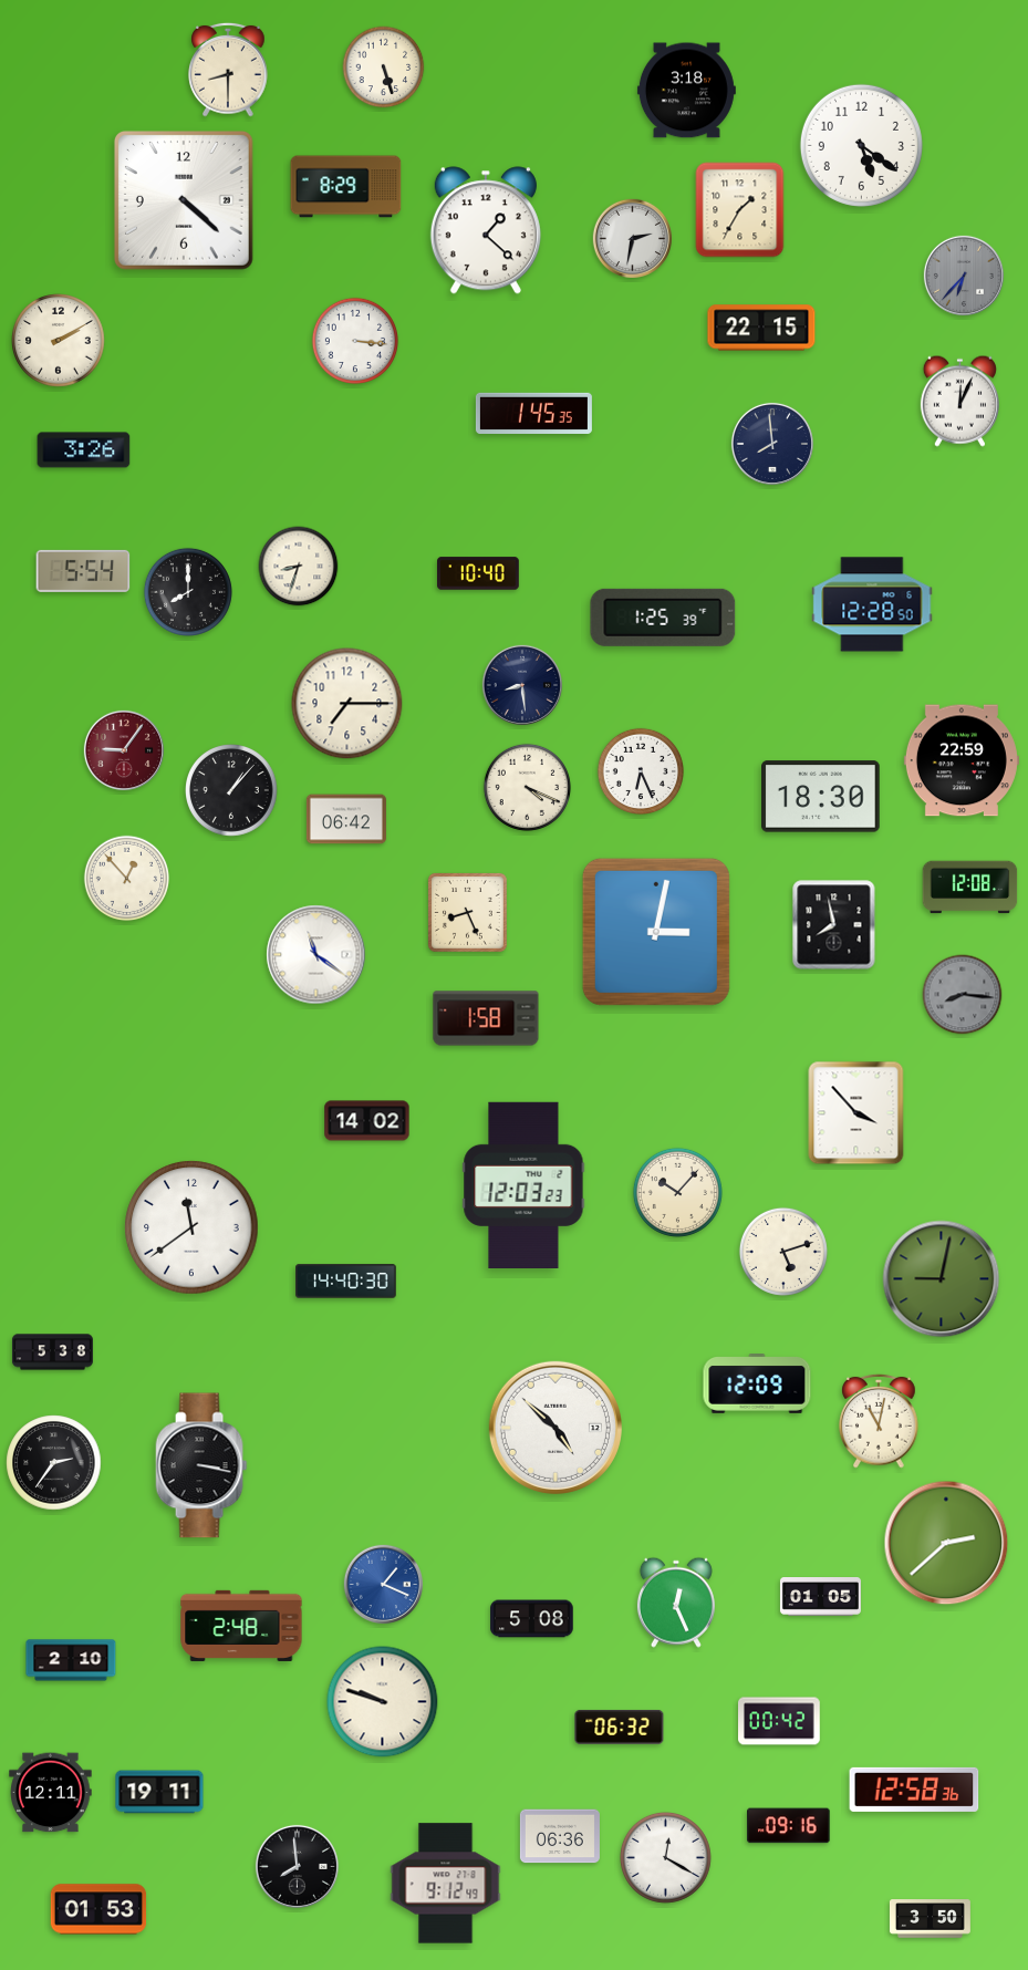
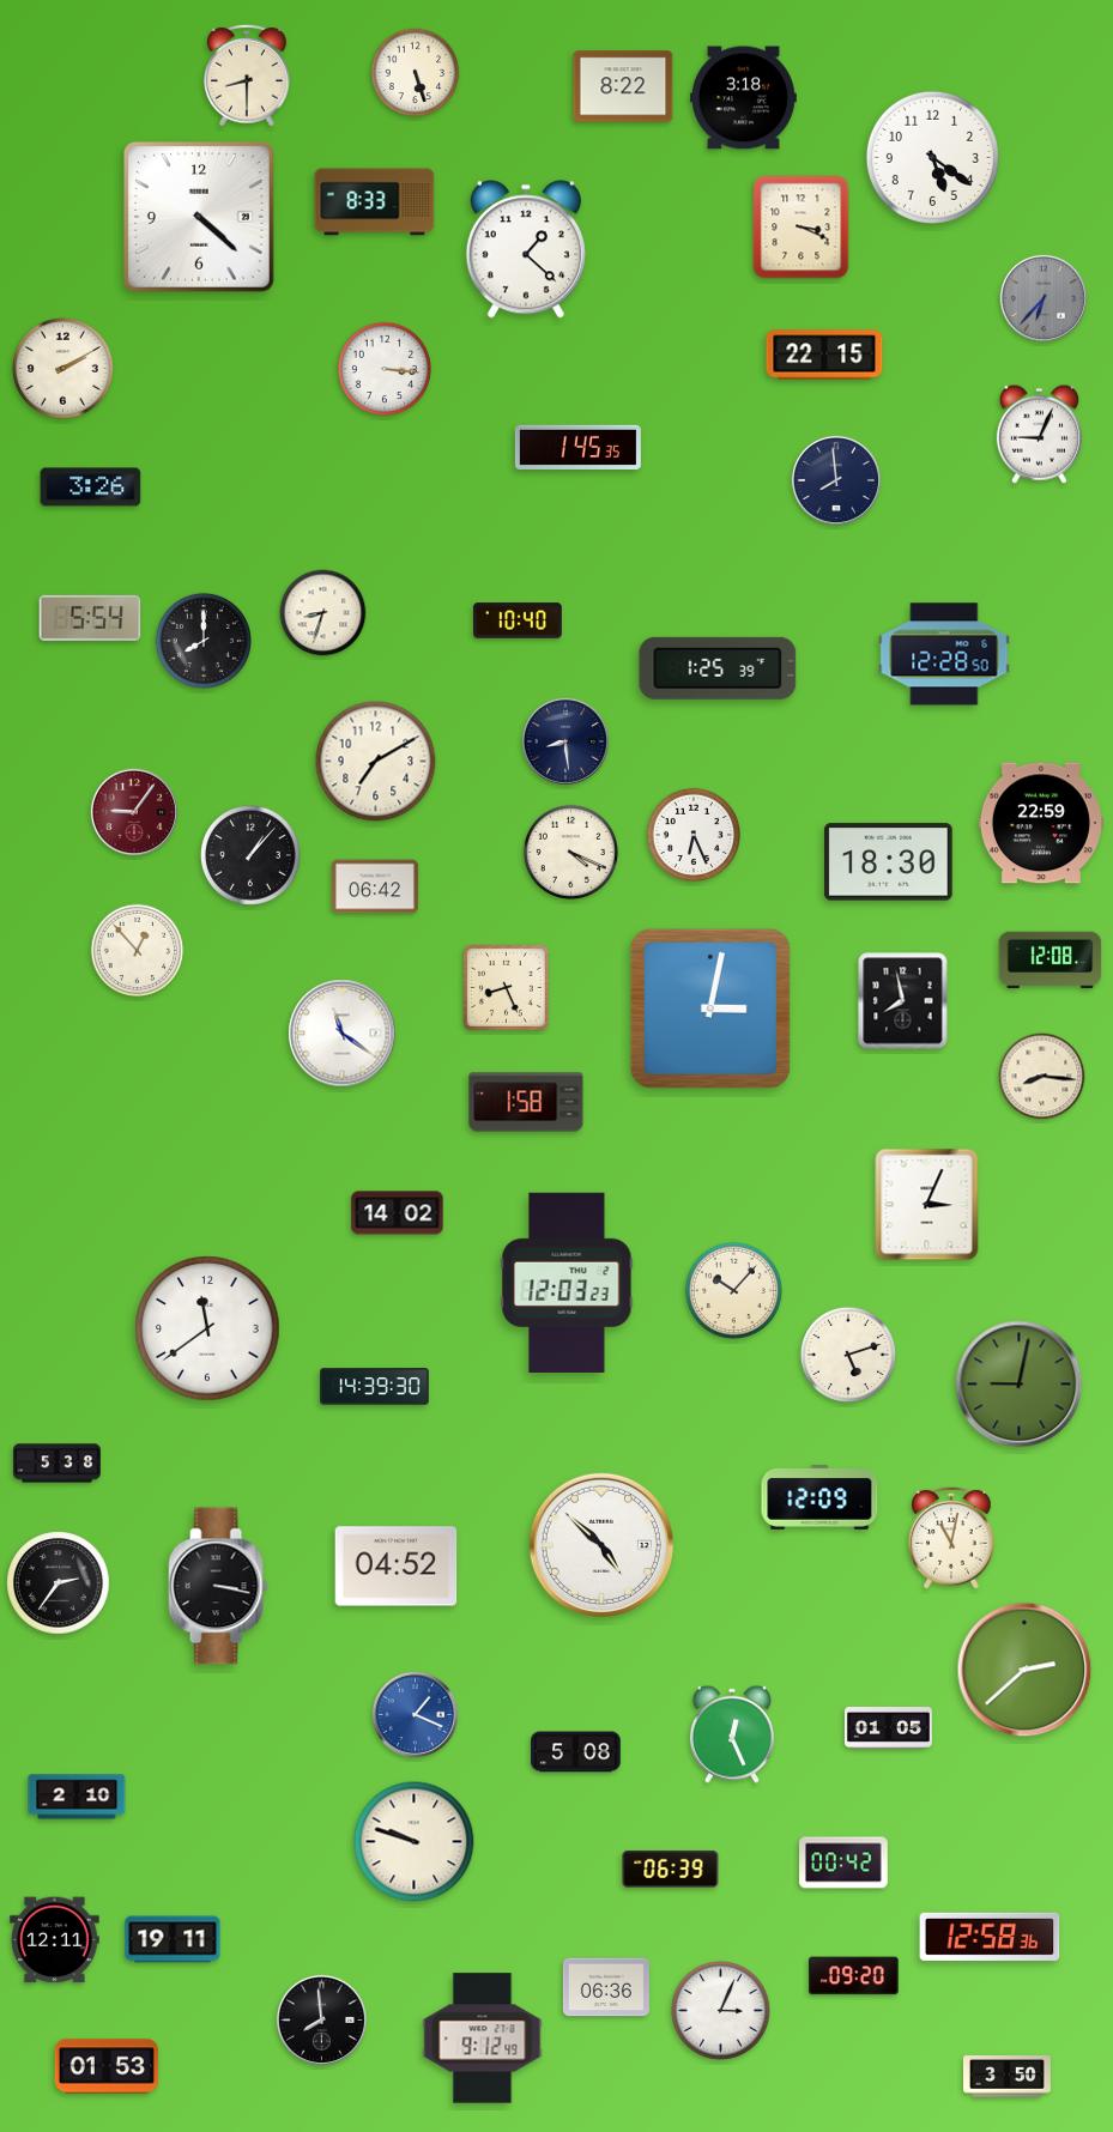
clock at (623, 86): none -> 8:22
clock at (346, 187): 8:29 -> 8:33
clock at (740, 210): 1:35 -> 3:19
clock at (632, 238): 2:32 -> none
clock at (959, 401): 12:04 -> 9:04
clock at (347, 704): 7:15 -> 7:10
clock at (963, 995) dial: grey -> cream
clock at (856, 1113): 3:53 -> 3:04
clock at (346, 1282): 14:40 -> 14:39
clock at (397, 1567): none -> 04:52
clock at (241, 1626): 2:48 -> none
clock at (620, 1728): 06:32 -> 06:39
clock at (789, 1826): 09:16 -> 09:20
clock at (665, 1857): 12:20 -> 3:04
